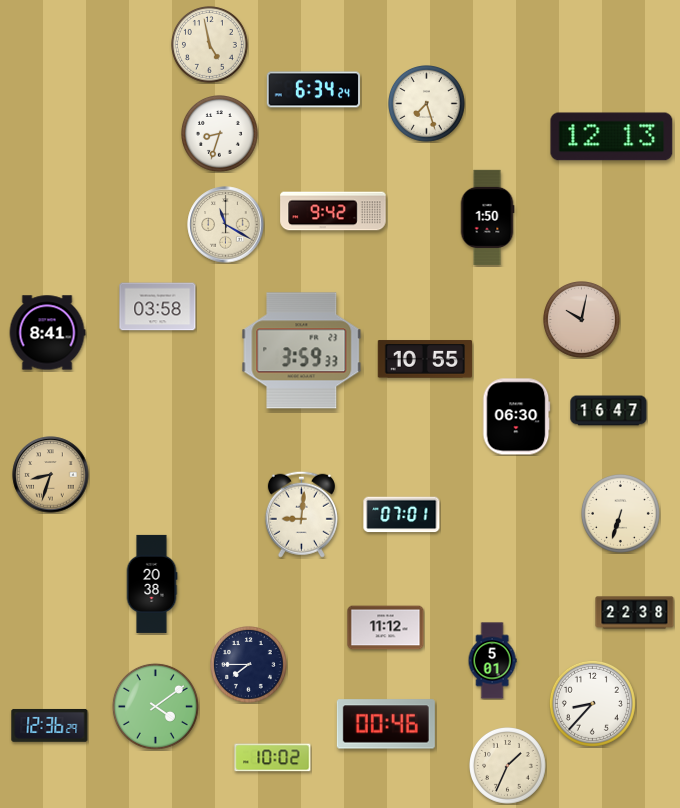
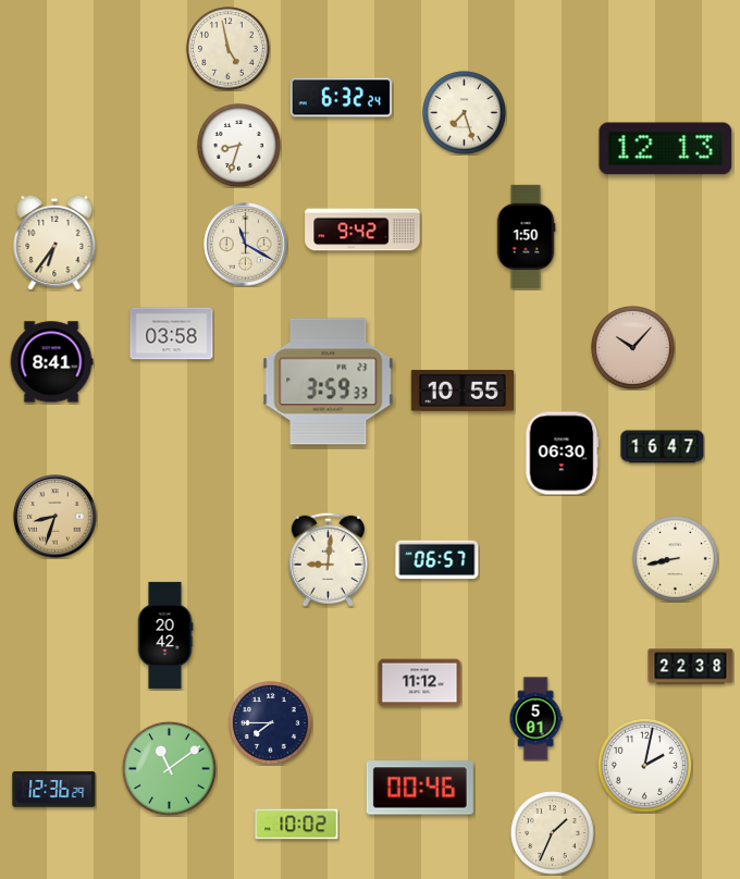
clock at (314, 90): 6:34 -> 6:32
clock at (487, 217) position: (487, 217) -> (526, 236)
clock at (54, 243): none -> 6:36
clock at (582, 320): 10:02 -> 10:07
clock at (620, 513): 6:33 -> 8:43
clock at (402, 515): 07:01 -> 06:57
clock at (152, 584): 20:38 -> 20:42
clock at (592, 703): 8:37 -> 2:02
clock at (155, 706): 4:09 -> 11:09
